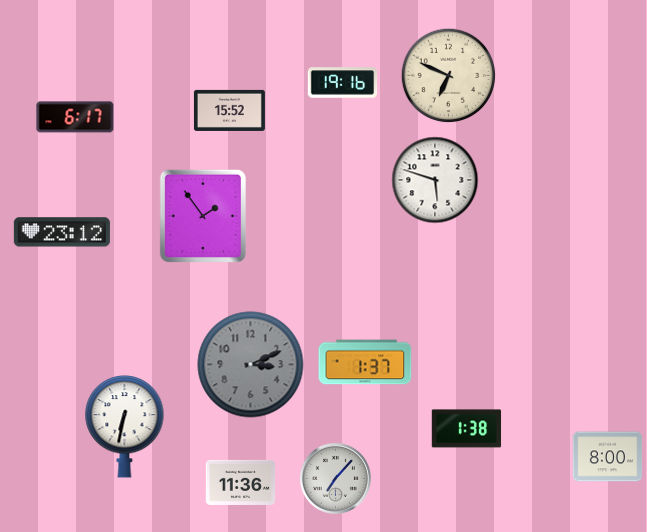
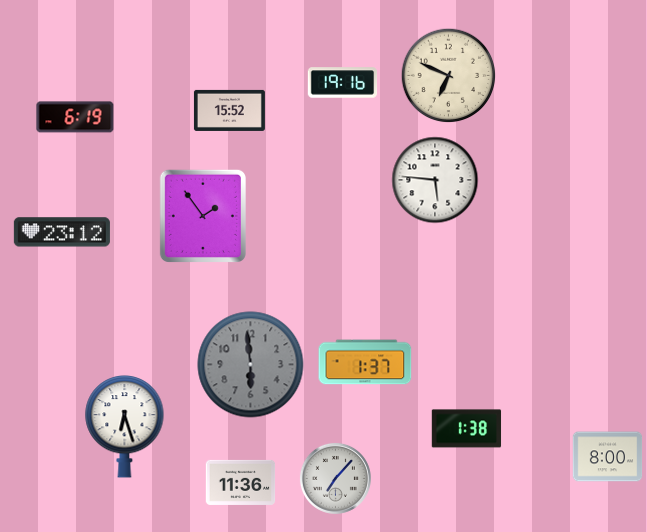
clock at (75, 117): 6:17 -> 6:19
clock at (435, 180): 5:48 -> 5:46
clock at (251, 365): 3:11 -> 5:59
clock at (125, 427): 6:32 -> 6:27
